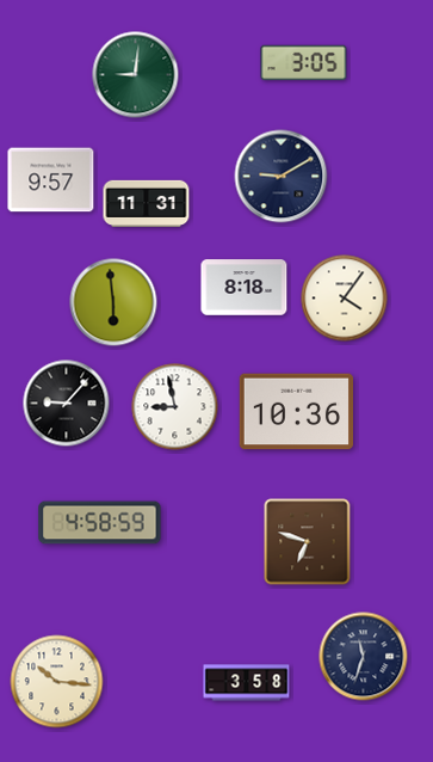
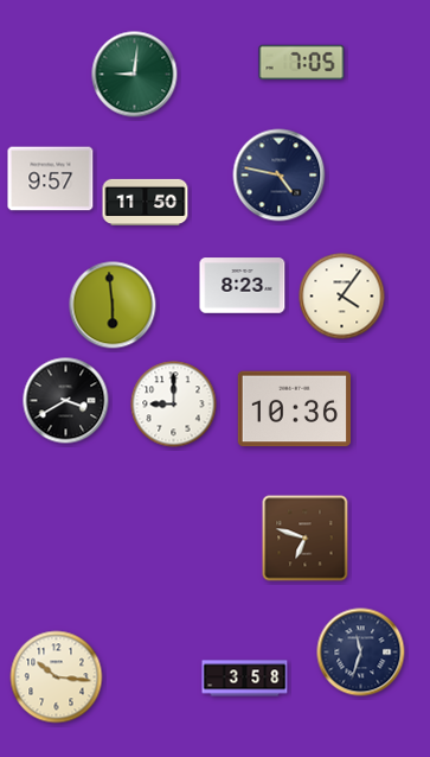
clock at (304, 63): 3:05 -> 7:05
clock at (282, 177): 9:10 -> 4:47
clock at (147, 203): 11:31 -> 11:50
clock at (245, 288): 8:18 -> 8:23
clock at (113, 302) position: (113, 302) -> (113, 305)
clock at (67, 404): 9:07 -> 3:40
clock at (175, 407): 8:58 -> 9:00
clock at (100, 523): 4:58 -> none
